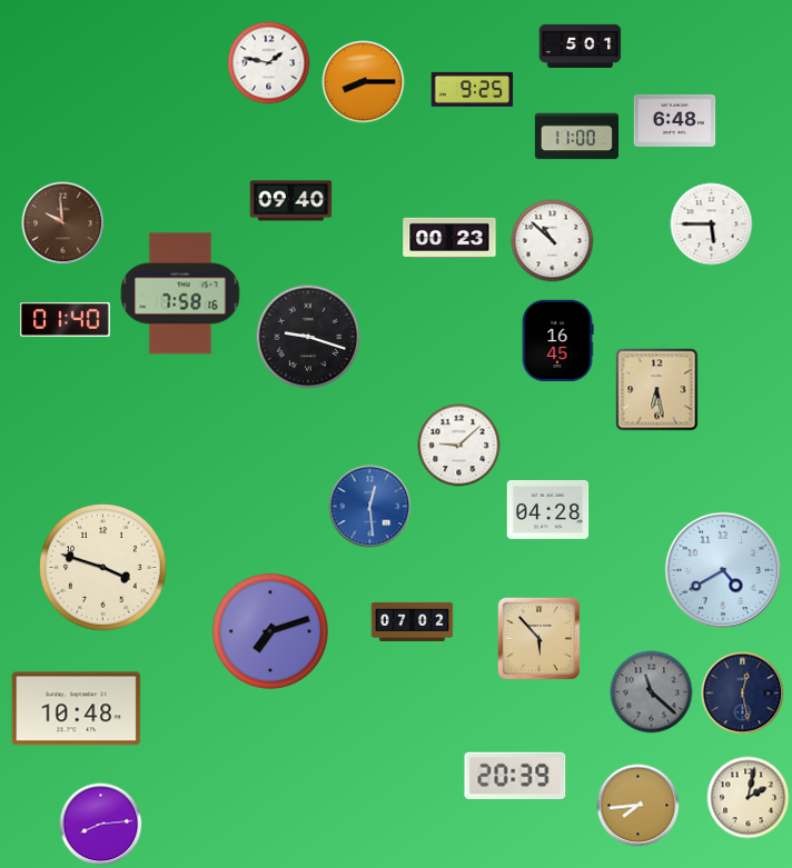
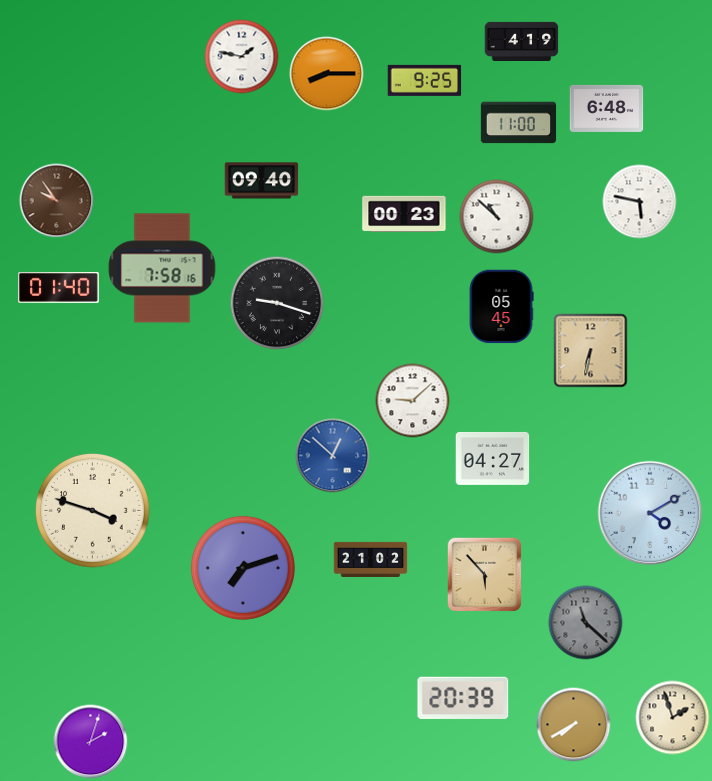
clock at (581, 46): 5:01 -> 4:19
clock at (63, 223): 9:59 -> 9:54
clock at (712, 225): 5:45 -> 5:47
clock at (180, 293) position: (180, 293) -> (162, 268)
clock at (557, 341): 16:45 -> 05:45
clock at (657, 390): 6:28 -> 6:32
clock at (370, 507): 12:29 -> 12:52
clock at (548, 509): 04:28 -> 04:27
clock at (723, 570): 4:40 -> 4:10
clock at (413, 621): 07:02 -> 21:02
clock at (743, 694): 12:28 -> none
clock at (77, 709): 10:48 -> none
clock at (749, 798): 2:02 -> 1:57
clock at (638, 806): 7:44 -> 7:40
clock at (101, 825): 8:14 -> 2:03
